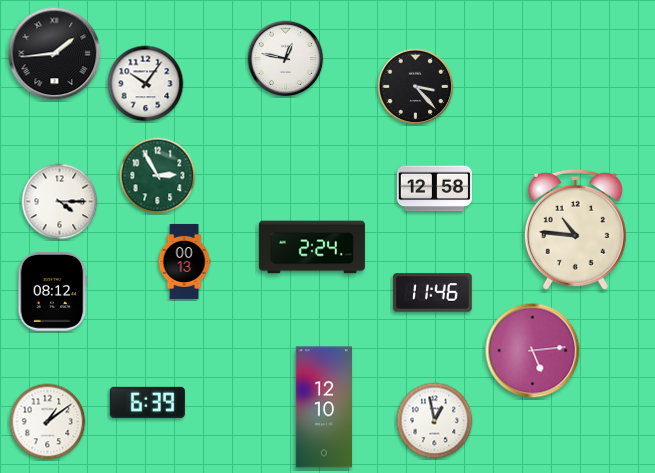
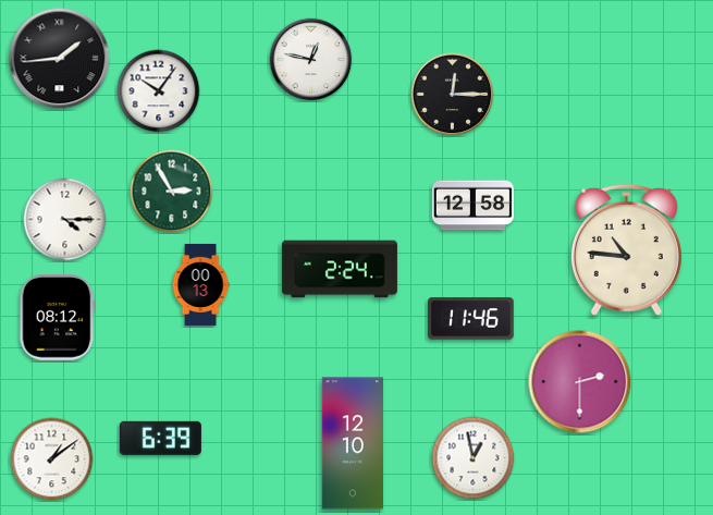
clock at (286, 59) position: (286, 59) -> (311, 60)
clock at (416, 87): 3:23 -> 12:15
clock at (533, 351): 5:14 -> 2:30
